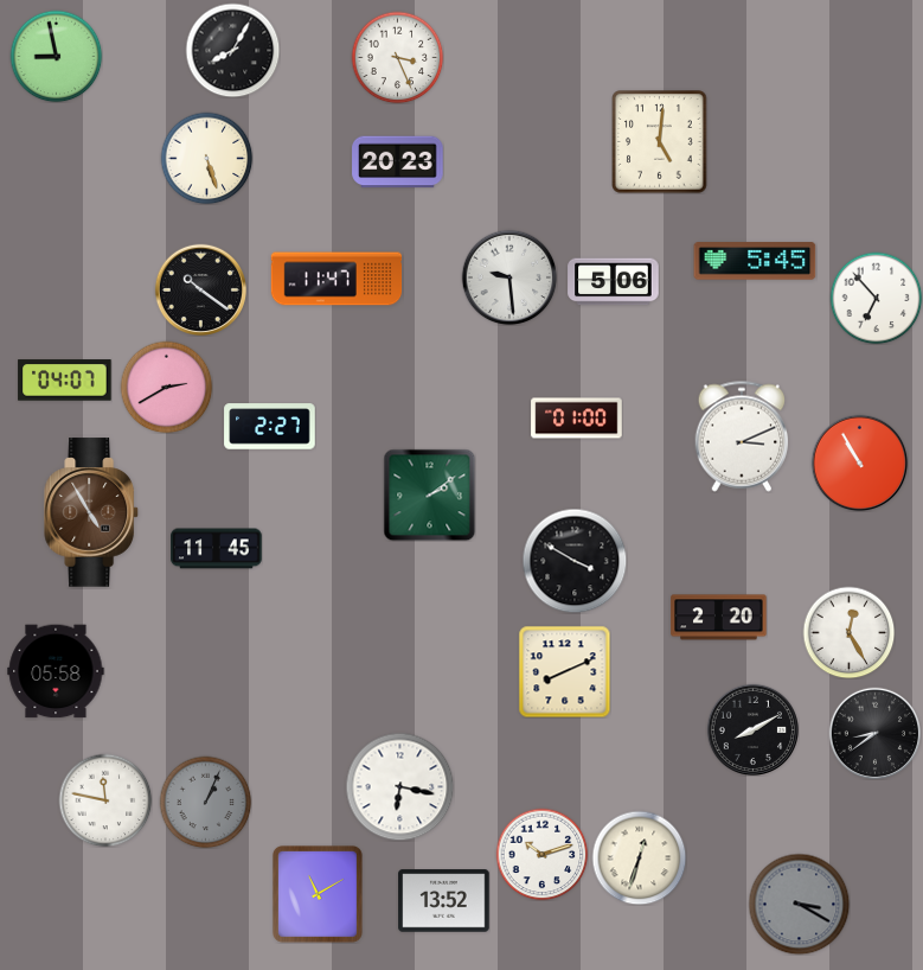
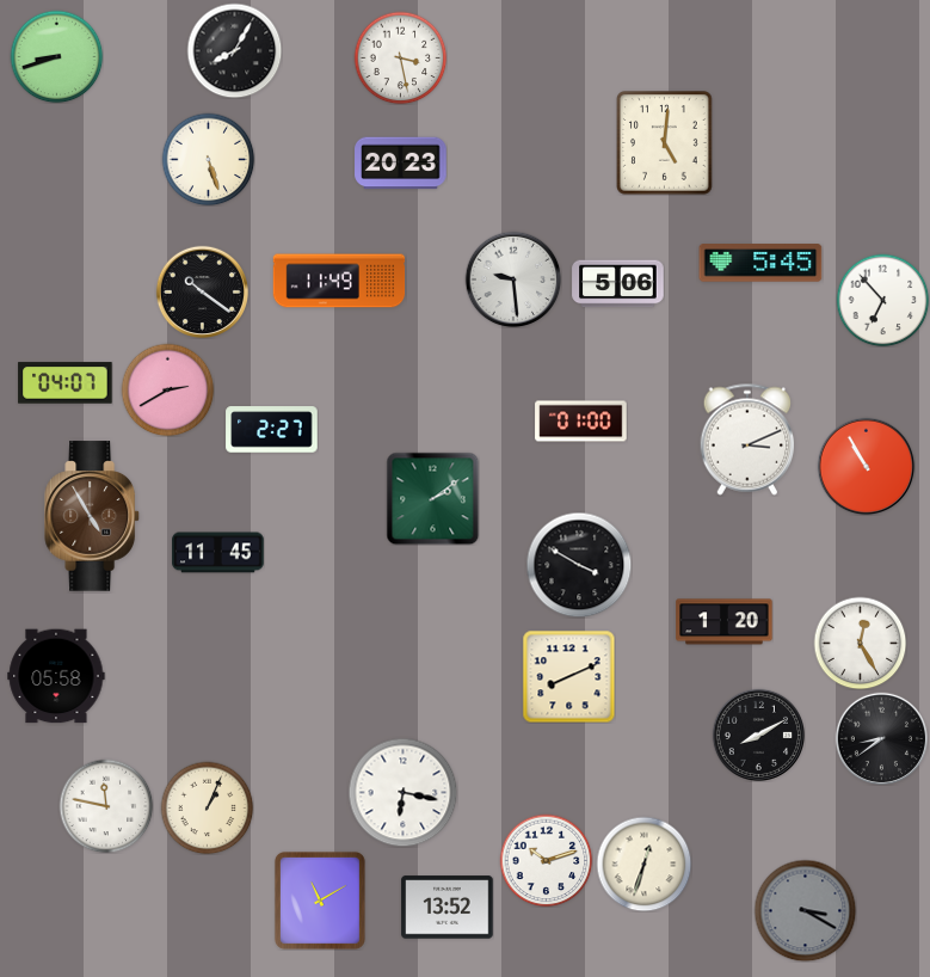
clock at (56, 56): 8:58 -> 8:42
clock at (397, 57): 3:26 -> 3:28
clock at (336, 279): 11:47 -> 11:49
clock at (719, 618): 2:20 -> 1:20
clock at (848, 632) position: (848, 632) -> (860, 643)
clock at (205, 802) dial: grey -> cream
